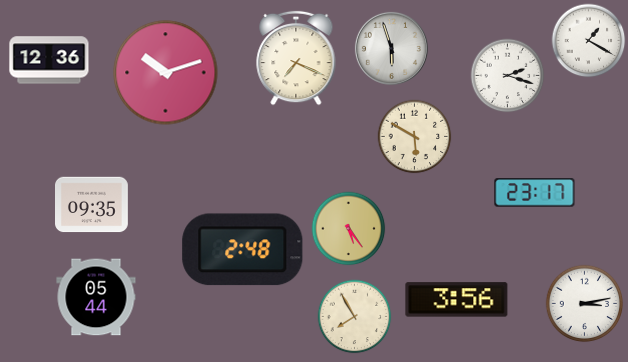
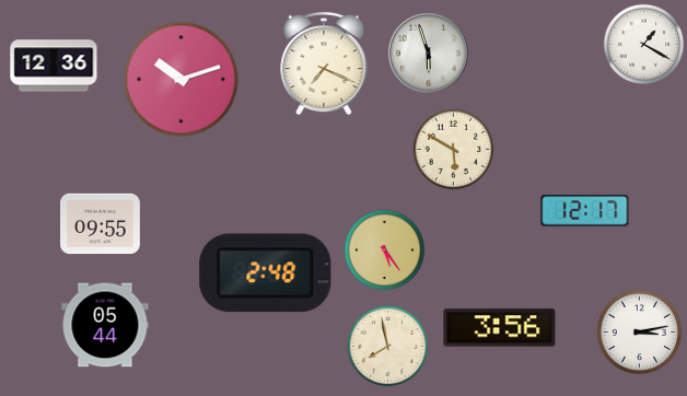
clock at (508, 76): 2:18 -> none
clock at (535, 193): 23:17 -> 12:17
clock at (92, 205): 09:35 -> 09:55
clock at (349, 229) position: (349, 229) -> (385, 251)
clock at (355, 317): 7:55 -> 7:58
